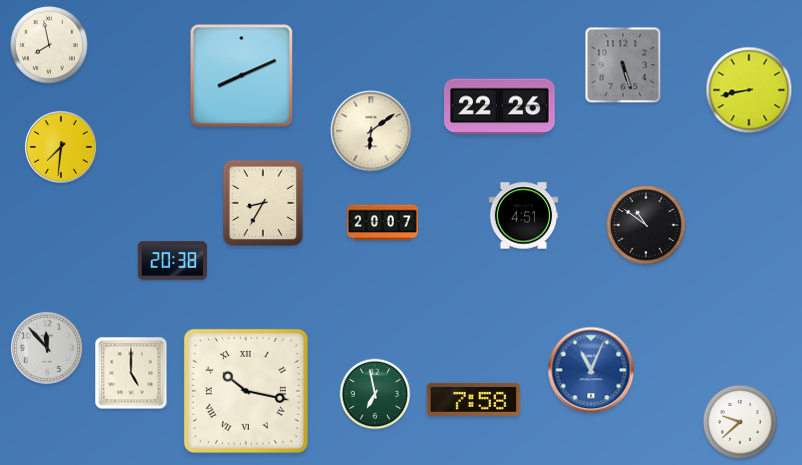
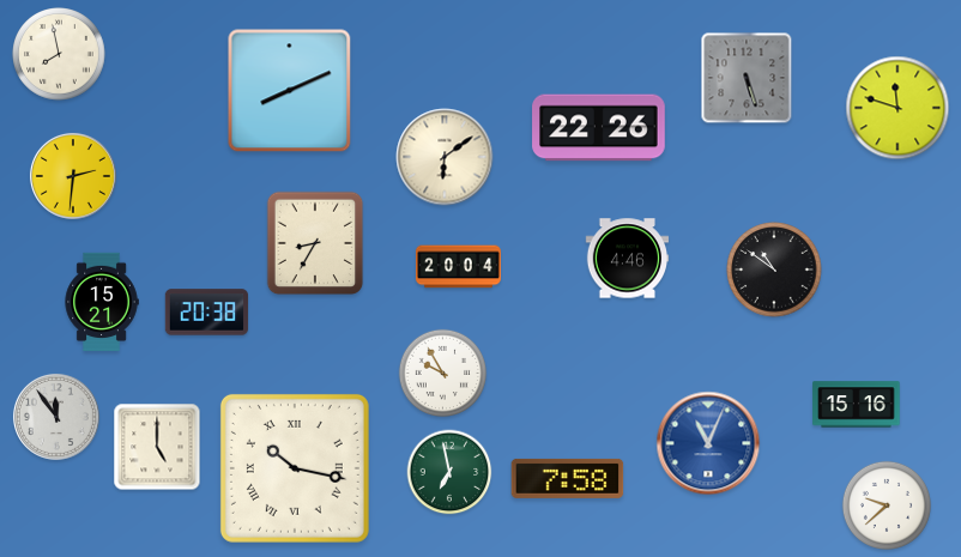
clock at (749, 90): 8:43 -> 11:48
clock at (61, 147): 7:31 -> 2:31
clock at (524, 216): 4:51 -> 4:46
clock at (382, 223): 20:07 -> 20:04
clock at (102, 302): none -> 15:21
clock at (443, 374): none -> 9:55
clock at (857, 405): none -> 15:16
clock at (47, 348): 11:53 -> 11:54
